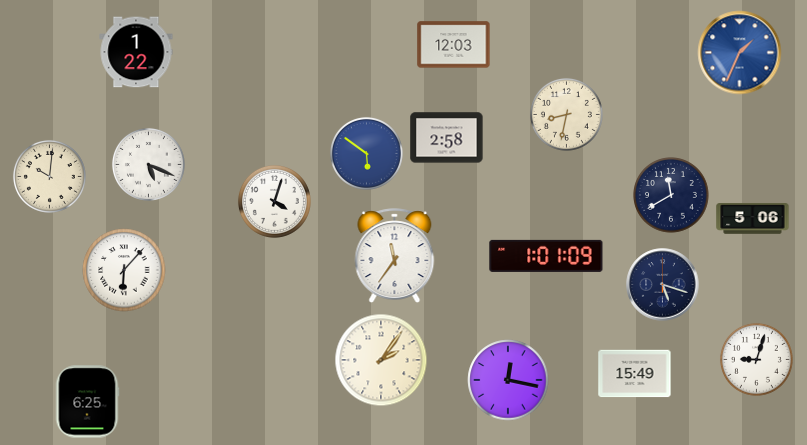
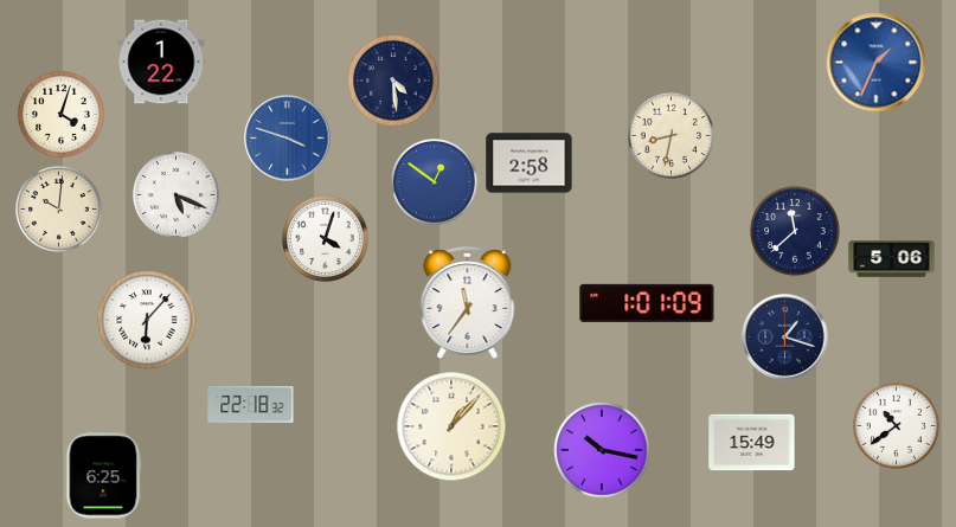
clock at (454, 45): 12:03 -> none
clock at (393, 81): none -> 4:29
clock at (60, 114): none -> 4:03
clock at (288, 139): none -> 3:48
clock at (366, 153): 5:51 -> 12:51
clock at (672, 196): 11:40 -> 11:38
clock at (663, 285): 5:18 -> 1:18
clock at (251, 404): none -> 22:18
clock at (756, 359): 9:03 -> 10:39
clock at (381, 360): 2:06 -> 1:07
clock at (508, 380): 12:17 -> 10:17
